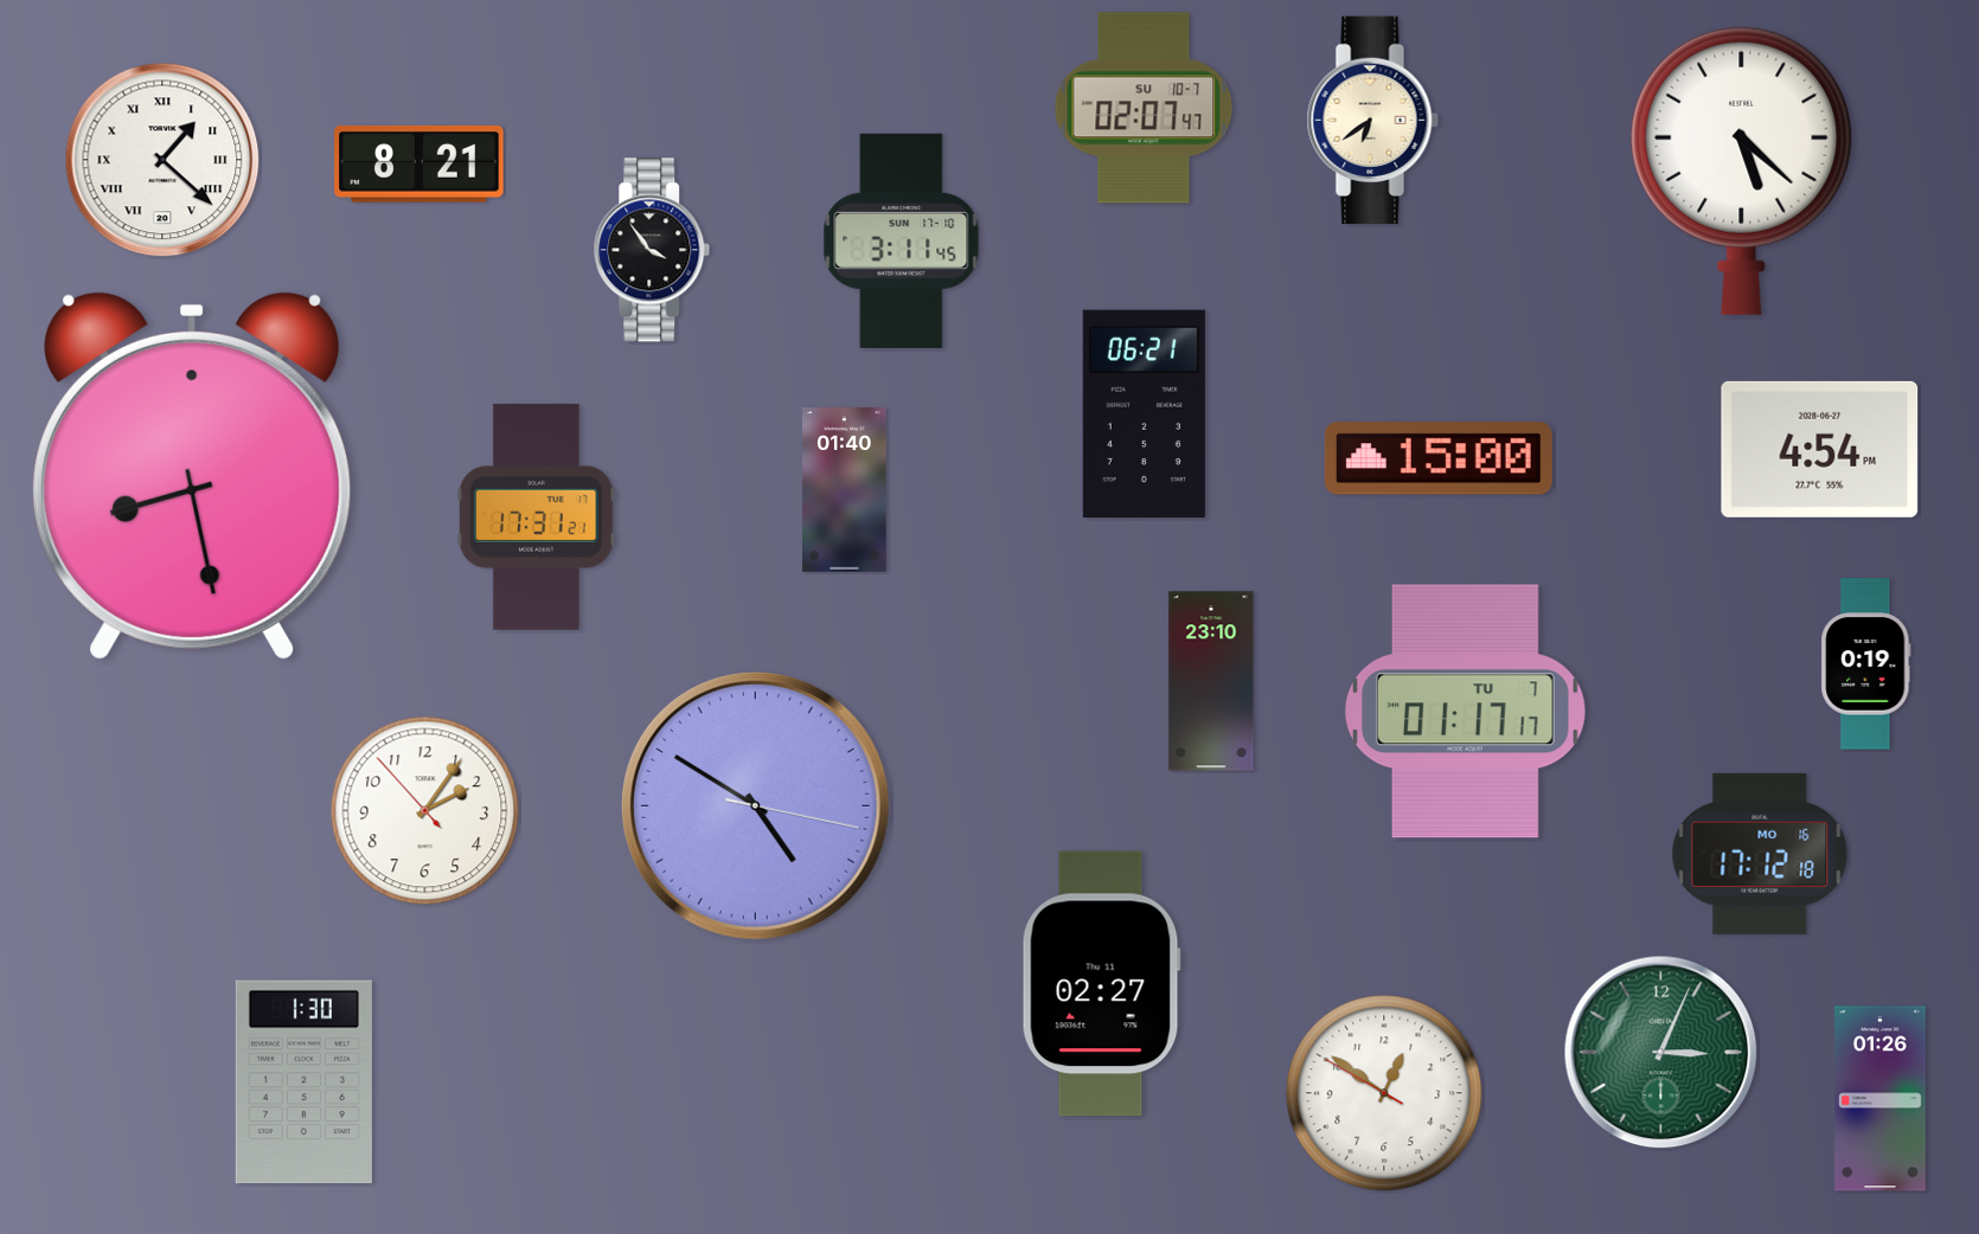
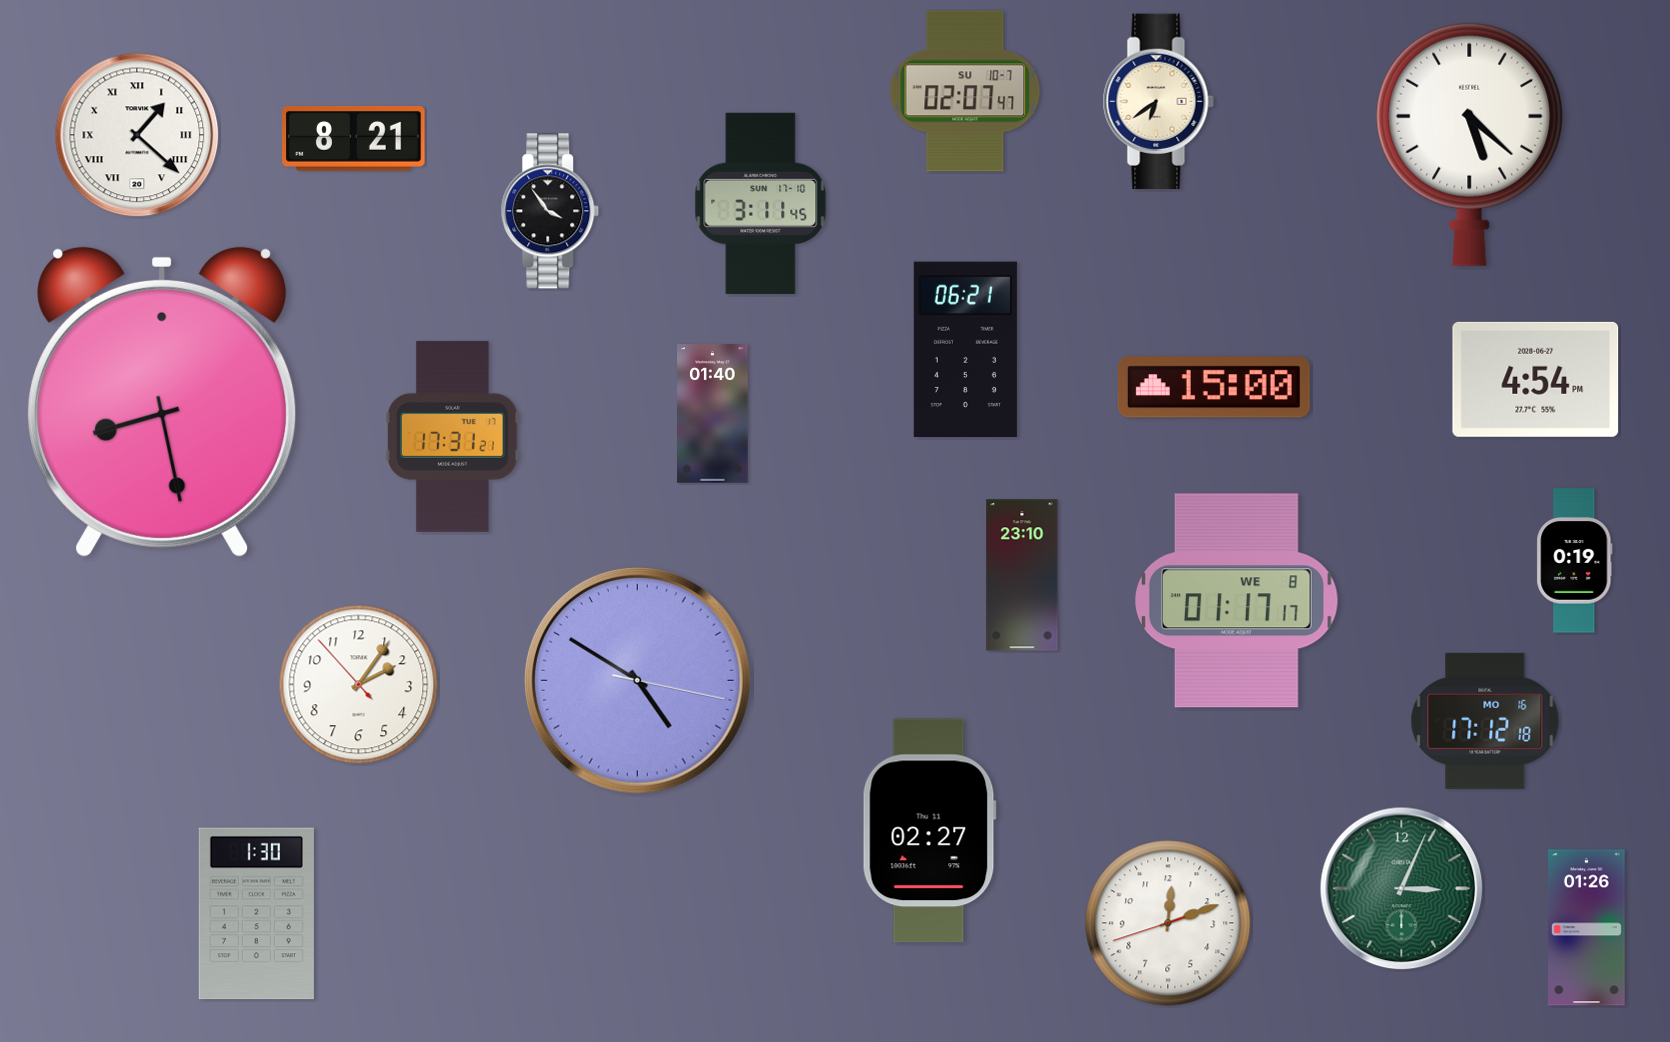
clock at (1466, 712) date: TU 7 -> WE 8
clock at (1384, 1093): 12:50 -> 12:11
